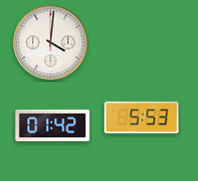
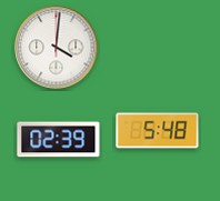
clock at (142, 118): 5:53 -> 5:48
clock at (53, 126): 01:42 -> 02:39
